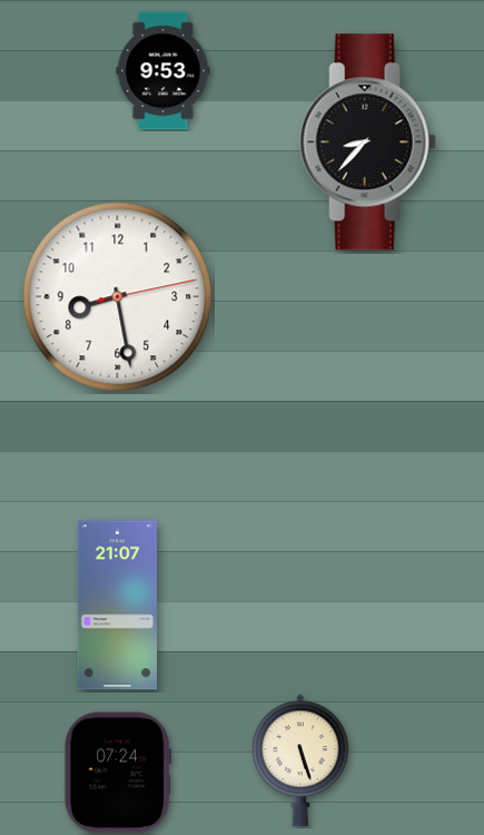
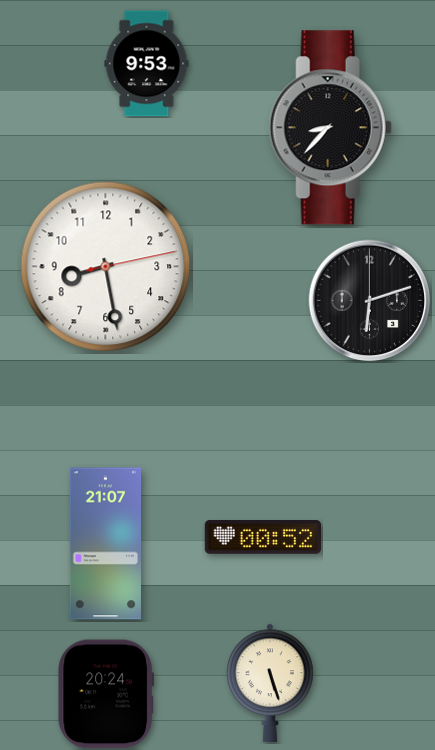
clock at (370, 301): none -> 6:12
clock at (262, 537): none -> 00:52
clock at (117, 773): 07:24 -> 20:24
